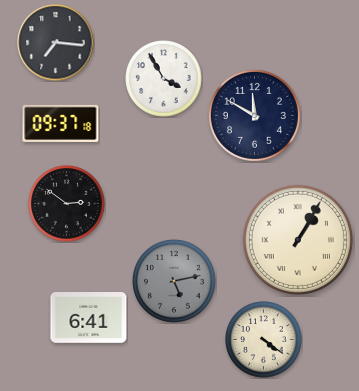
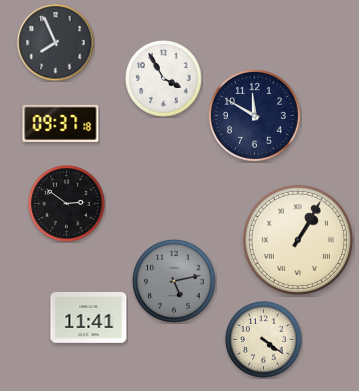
clock at (56, 43): 7:16 -> 7:56
clock at (89, 318): 6:41 -> 11:41
